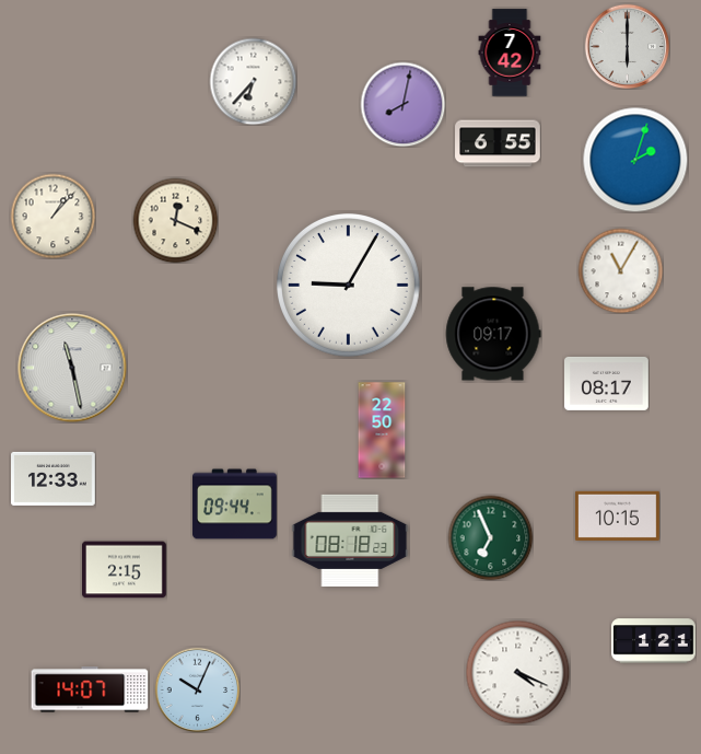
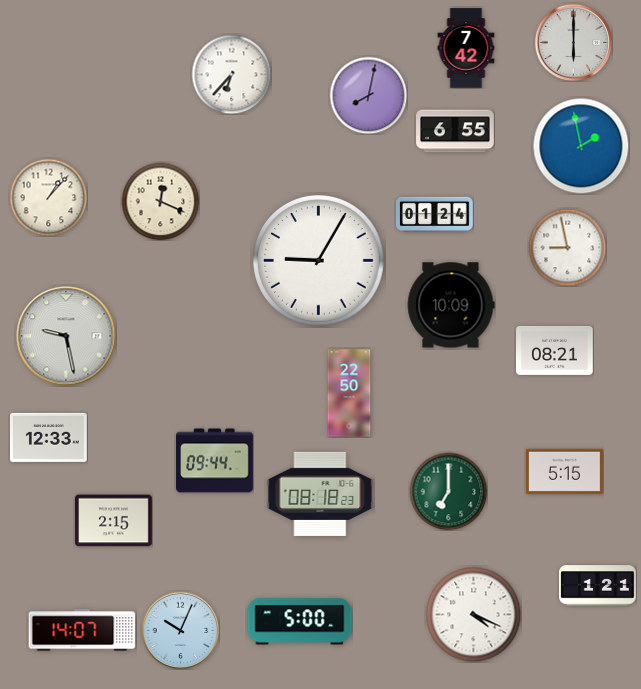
clock at (635, 160): 2:03 -> 1:58
clock at (435, 214): none -> 01:24
clock at (620, 270): 11:05 -> 8:58
clock at (493, 334): 09:17 -> 10:09
clock at (72, 368): 11:28 -> 9:28
clock at (607, 383): 08:17 -> 08:21
clock at (618, 515): 10:15 -> 5:15
clock at (490, 537): 6:56 -> 7:00
clock at (300, 622): none -> 5:00
